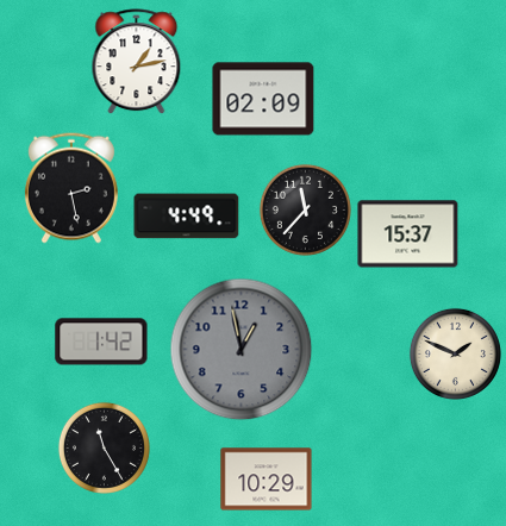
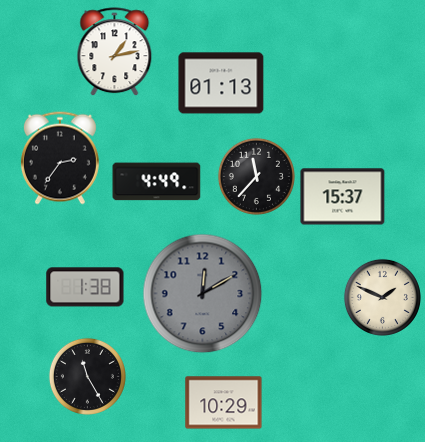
clock at (263, 99): 02:09 -> 01:13
clock at (71, 188): 2:28 -> 2:36
clock at (101, 342): 1:42 -> 1:38
clock at (242, 350): 12:58 -> 12:10
